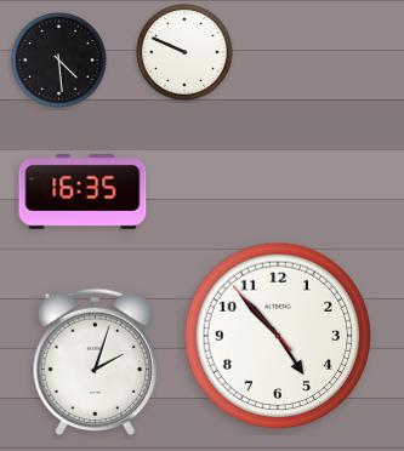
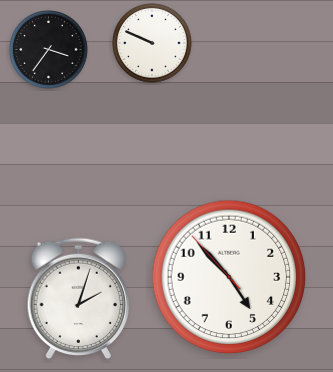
clock at (59, 61): 4:29 -> 3:36
clock at (82, 193): 16:35 -> none
